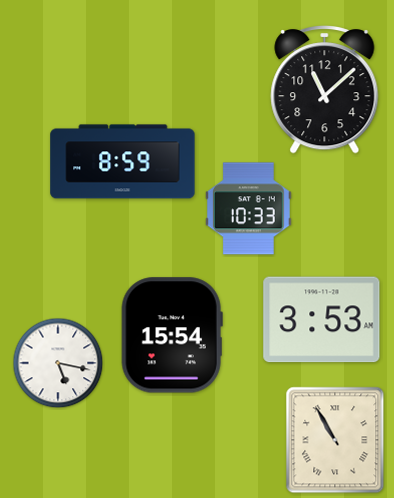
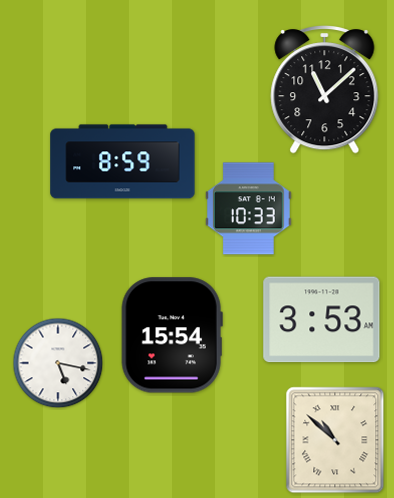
clock at (335, 440): 10:55 -> 10:52
